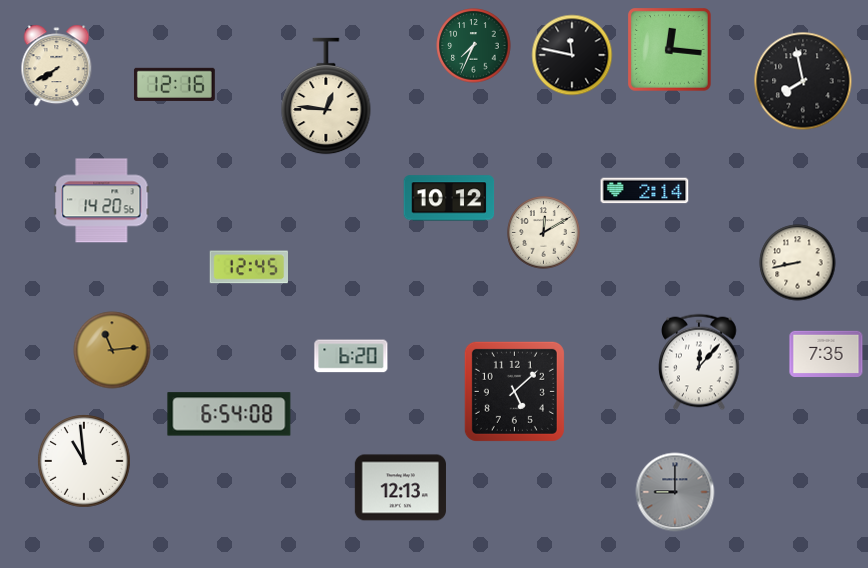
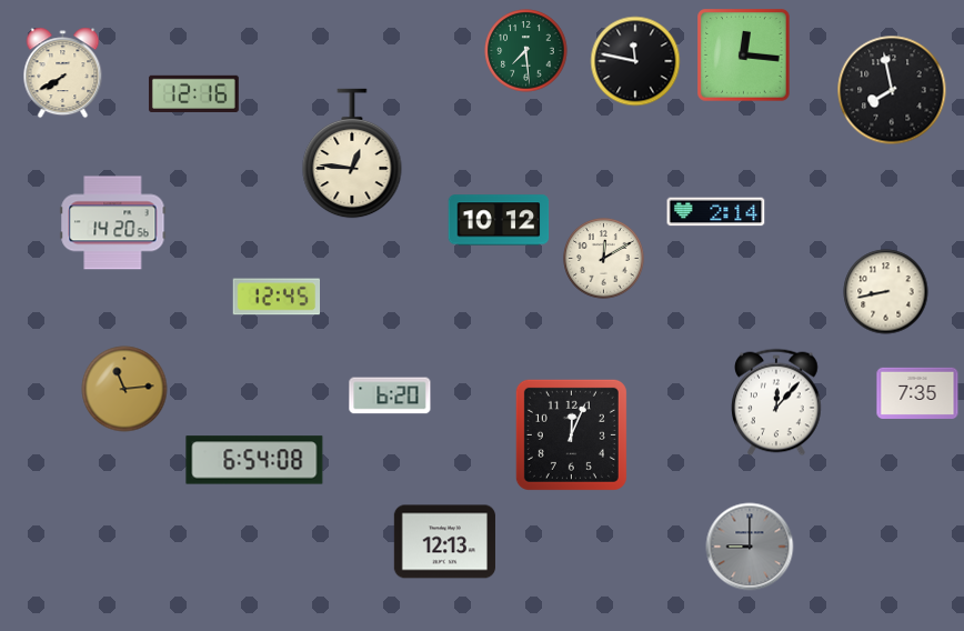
clock at (474, 46): 7:34 -> 7:29
clock at (326, 96) position: (326, 96) -> (352, 153)
clock at (514, 391): 5:08 -> 12:04
clock at (84, 461): 10:59 -> none
